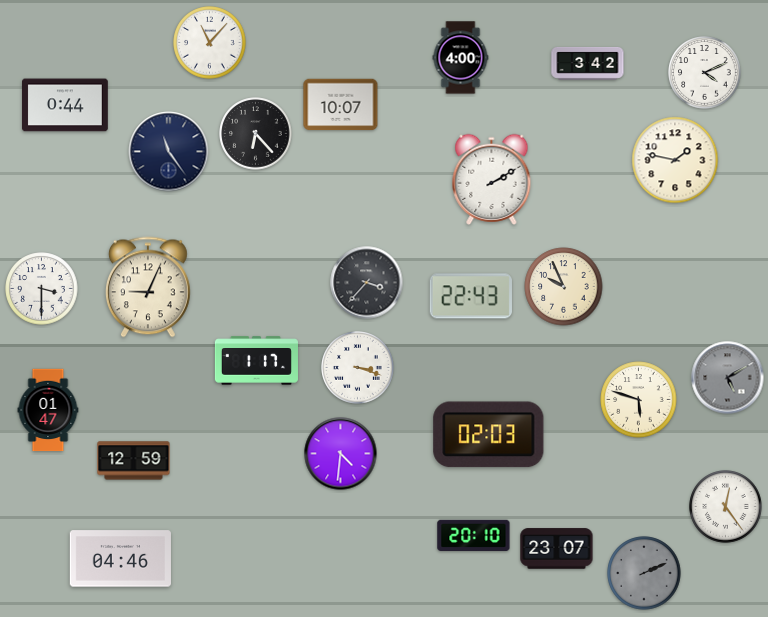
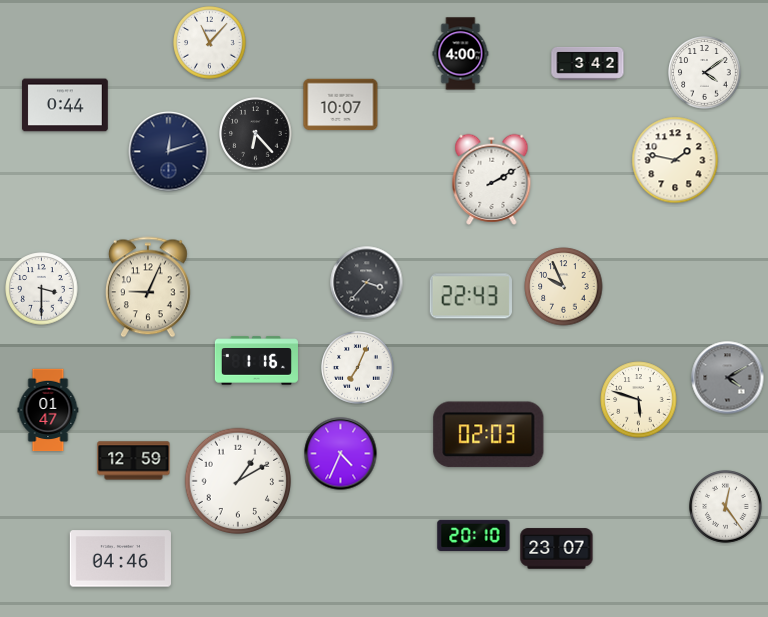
clock at (461, 58) position: (461, 58) -> (461, 54)
clock at (705, 73): 4:11 -> 4:09
clock at (169, 152): 11:24 -> 12:12
clock at (256, 361): 1:17 -> 1:16
clock at (358, 368): 3:18 -> 7:04
clock at (728, 378): 5:10 -> 4:10
clock at (341, 454): 4:31 -> 4:34
clock at (238, 481): none -> 1:10
clock at (644, 573): 2:11 -> none
